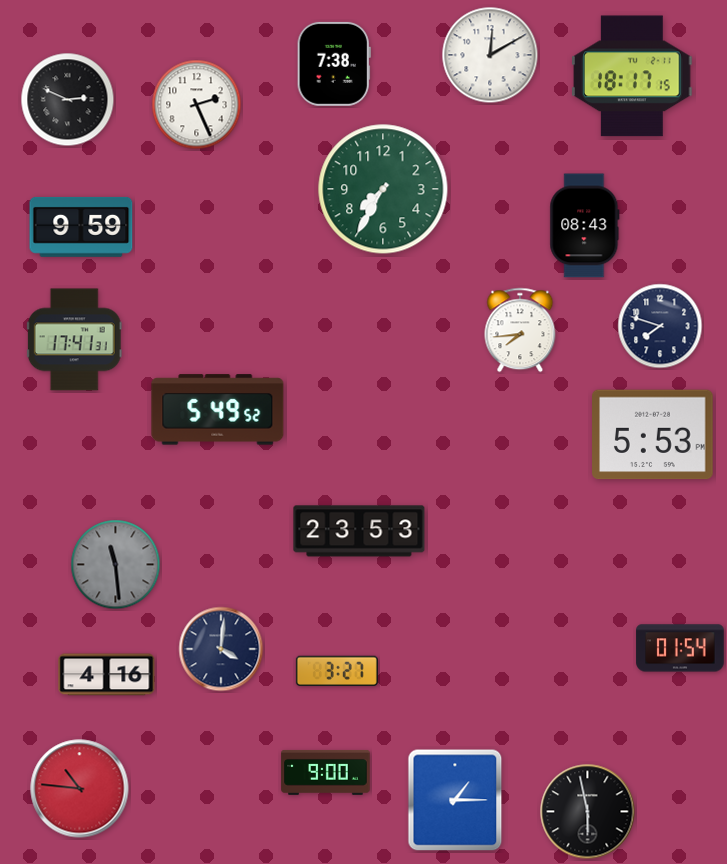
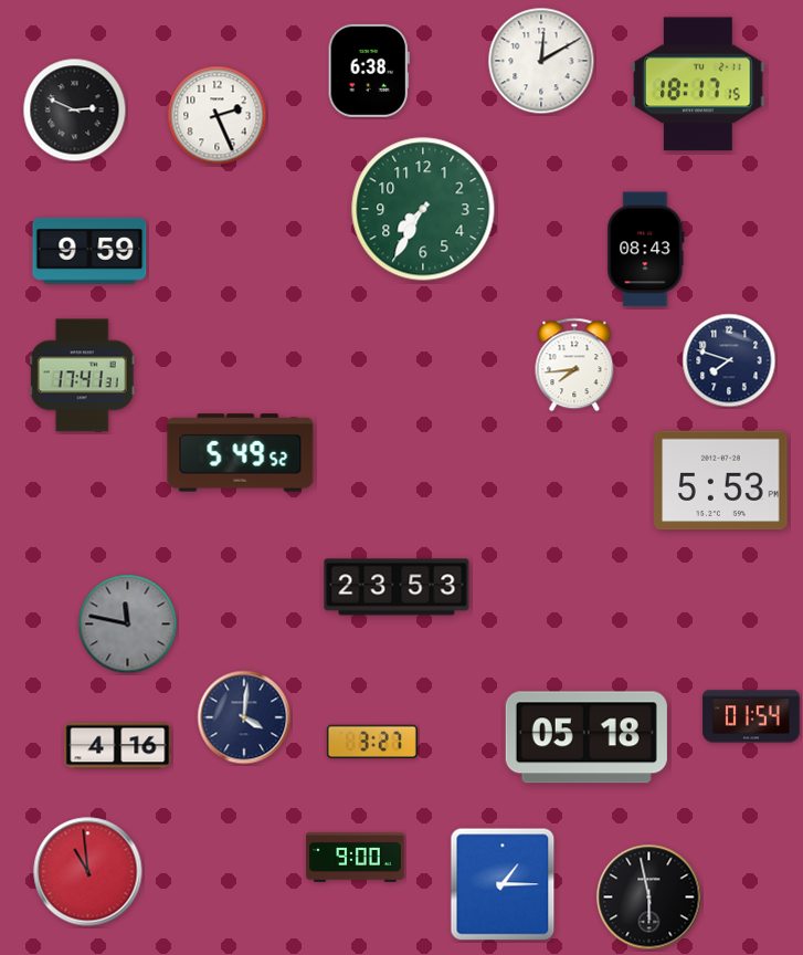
clock at (334, 64): 7:38 -> 6:38
clock at (116, 565): 11:29 -> 11:47
clock at (587, 737): none -> 05:18
clock at (326, 772) position: (326, 772) -> (356, 857)
clock at (80, 789): 10:46 -> 10:59
